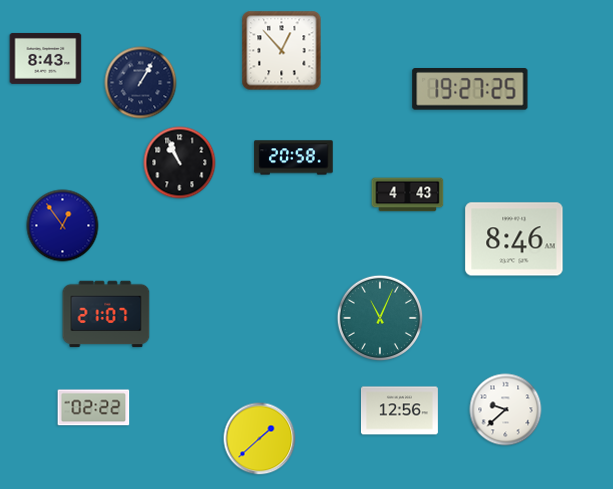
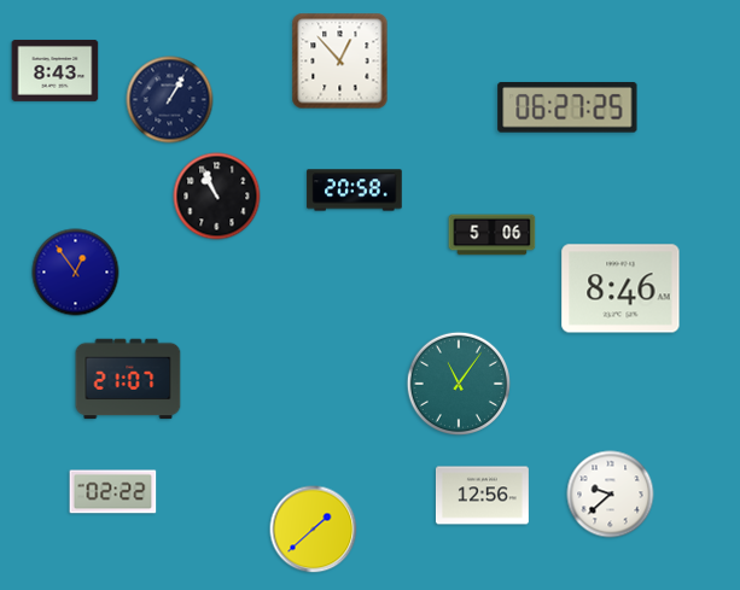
clock at (470, 90): 19:27 -> 06:27
clock at (408, 195): 4:43 -> 5:06
clock at (380, 318): 11:04 -> 11:06
